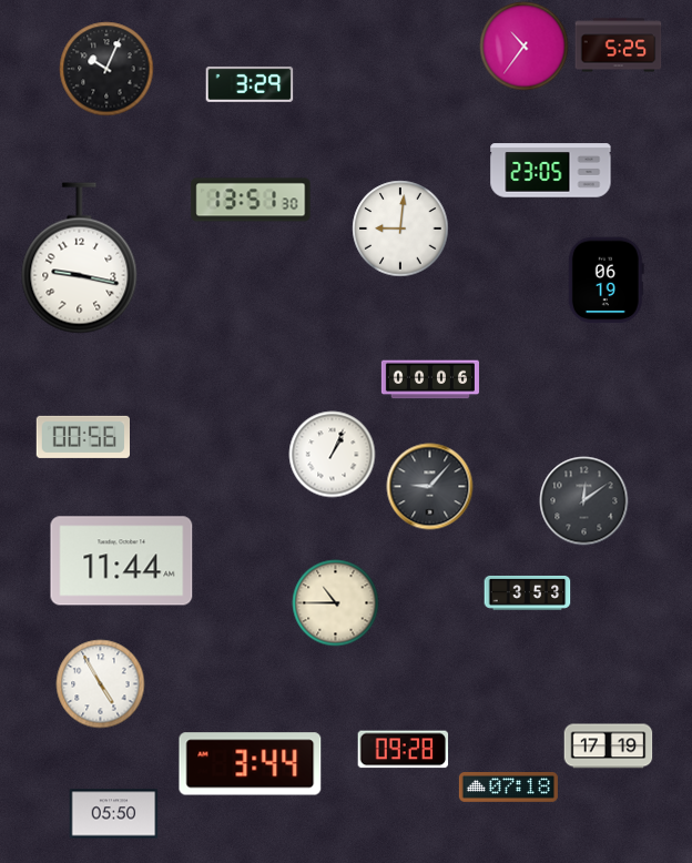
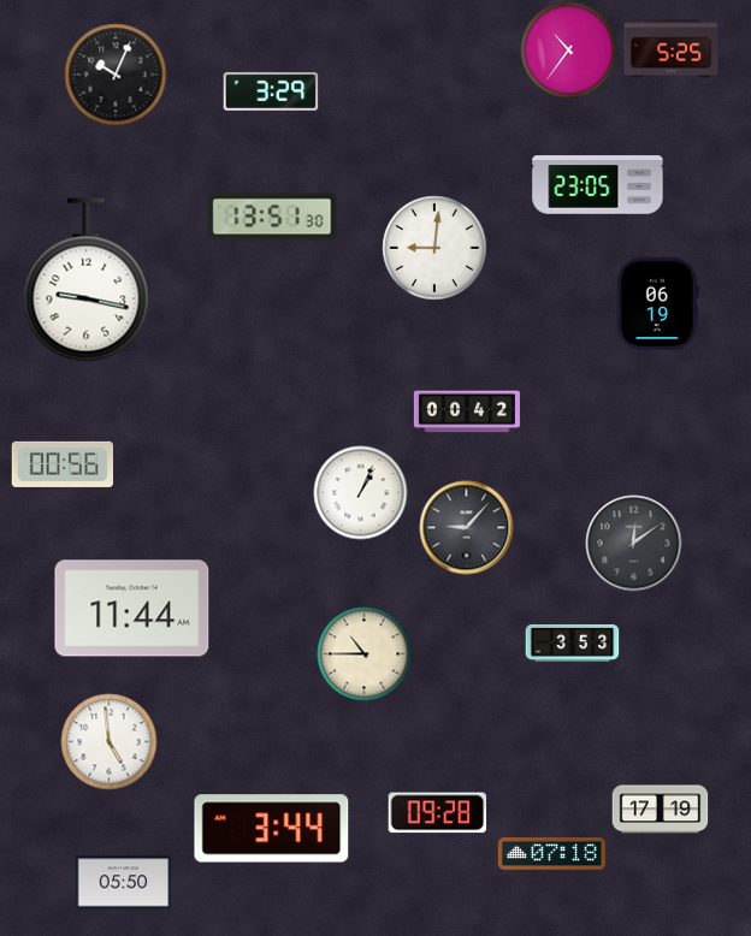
clock at (430, 379): 00:06 -> 00:42
clock at (82, 437) position: (82, 437) -> (61, 464)
clock at (100, 683): 4:55 -> 4:59
